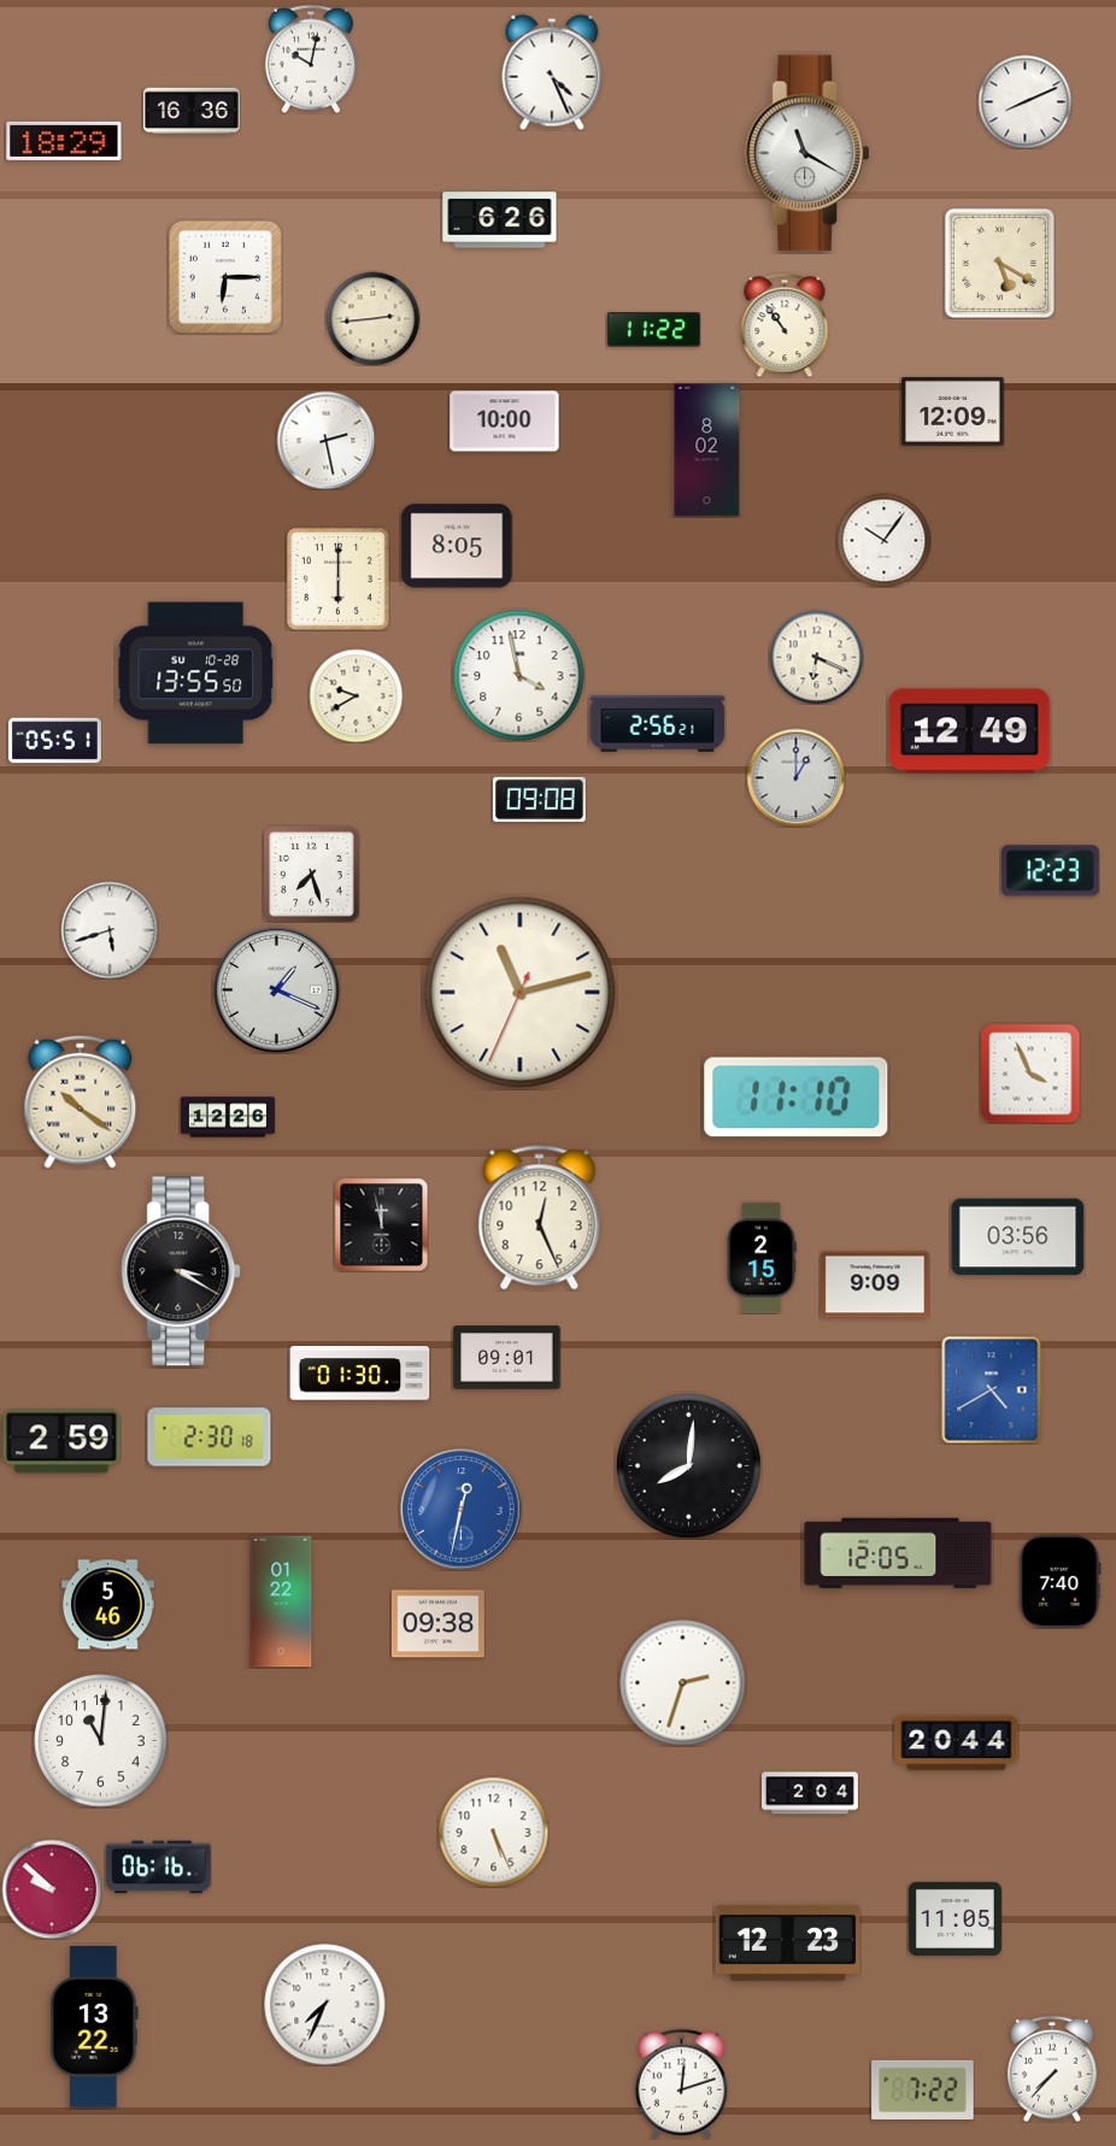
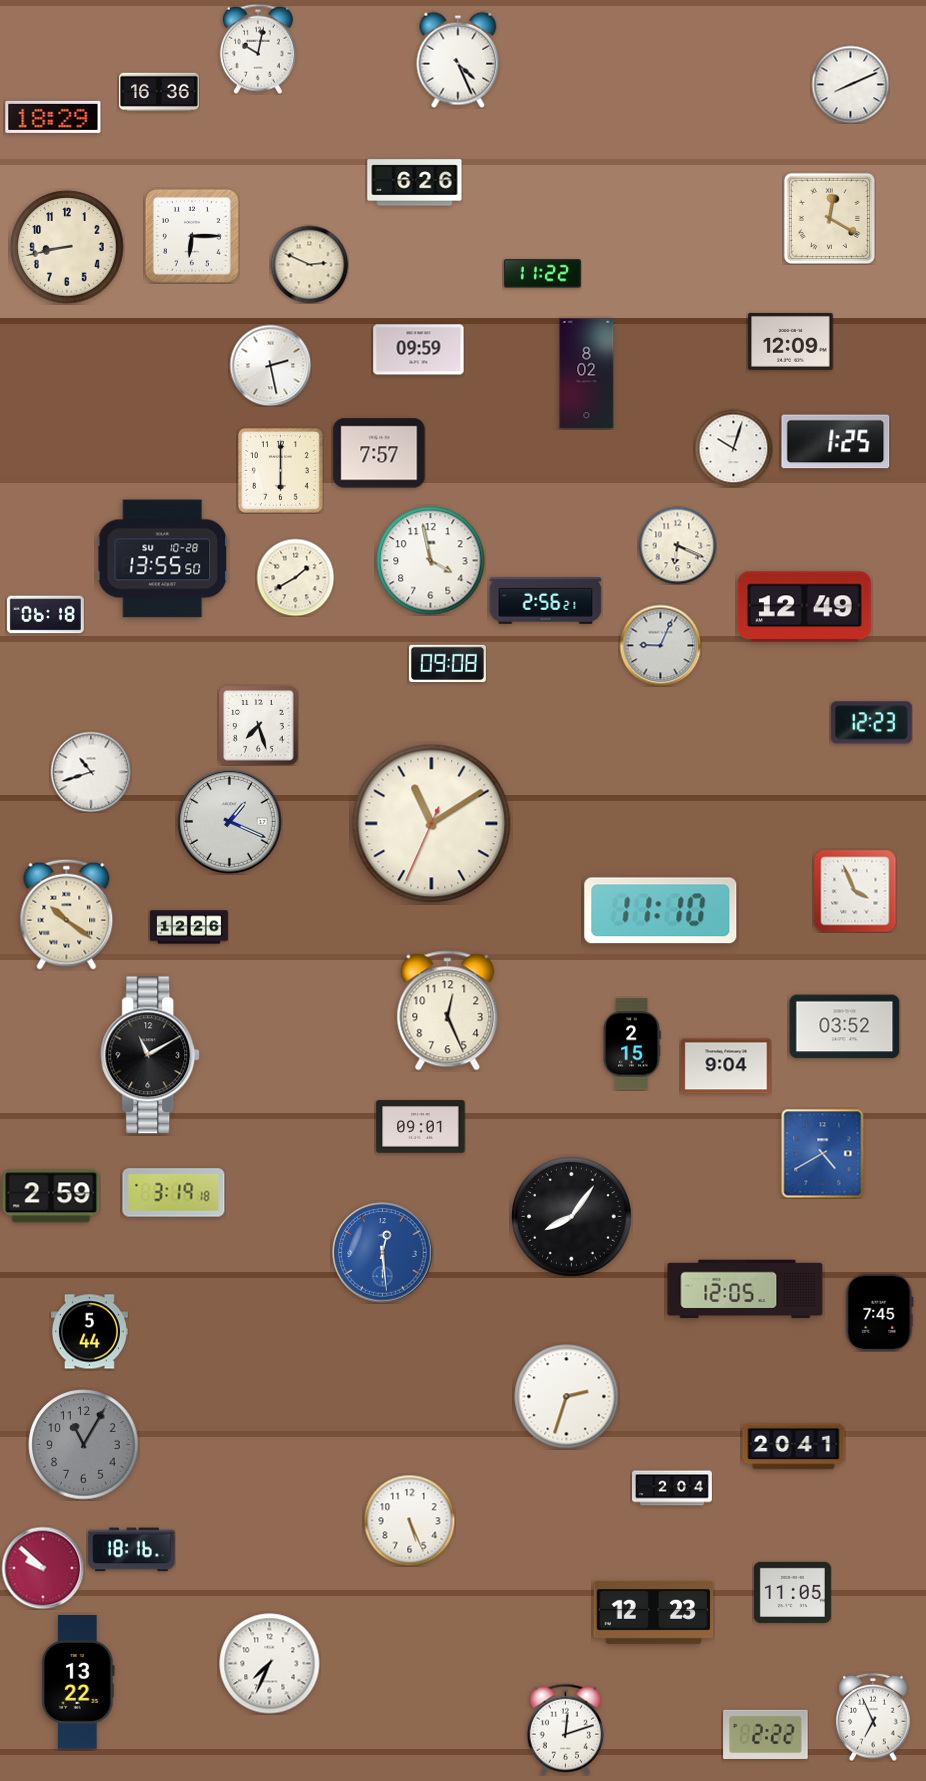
clock at (806, 153): 11:20 -> none
clock at (999, 263): 5:20 -> 12:20
clock at (225, 277) position: (225, 277) -> (192, 236)
clock at (67, 247): none -> 8:43
clock at (372, 318): 2:44 -> 2:49
clock at (785, 325): 10:54 -> none
clock at (505, 422): 10:00 -> 09:59
clock at (836, 442): none -> 1:25
clock at (883, 540): 10:06 -> 10:03
clock at (457, 546): 8:05 -> 7:57
clock at (337, 578) position: (337, 578) -> (280, 470)
clock at (356, 695): 9:40 -> 1:40
clock at (54, 741): 05:51 -> 06:18
clock at (795, 777): 1:00 -> 9:04
clock at (110, 930): 5:42 -> 10:42
clock at (521, 993): 11:12 -> 11:09
clock at (381, 1224): 11:58 -> none
clock at (1018, 1237): 03:56 -> 03:52
clock at (182, 1271): 3:20 -> 11:10
clock at (875, 1284): 9:09 -> 9:04
clock at (360, 1374): 01:30 -> none
clock at (210, 1437): 2:30 -> 3:19
clock at (689, 1466): 8:01 -> 8:06
clock at (462, 1510): 12:32 -> 12:29
clock at (1061, 1581): 7:40 -> 7:45
clock at (281, 1601): 01:22 -> none
clock at (107, 1605): 5:46 -> 5:44
clock at (437, 1624): 09:38 -> none
clock at (101, 1741): 11:01 -> 11:05
clock at (101, 1741) dial: white -> grey
clock at (957, 1744): 20:44 -> 20:41
clock at (159, 1868): 06:16 -> 18:16
clock at (1052, 2069): 7:37 -> 6:56
clock at (923, 2089): 7:22 -> 2:22
